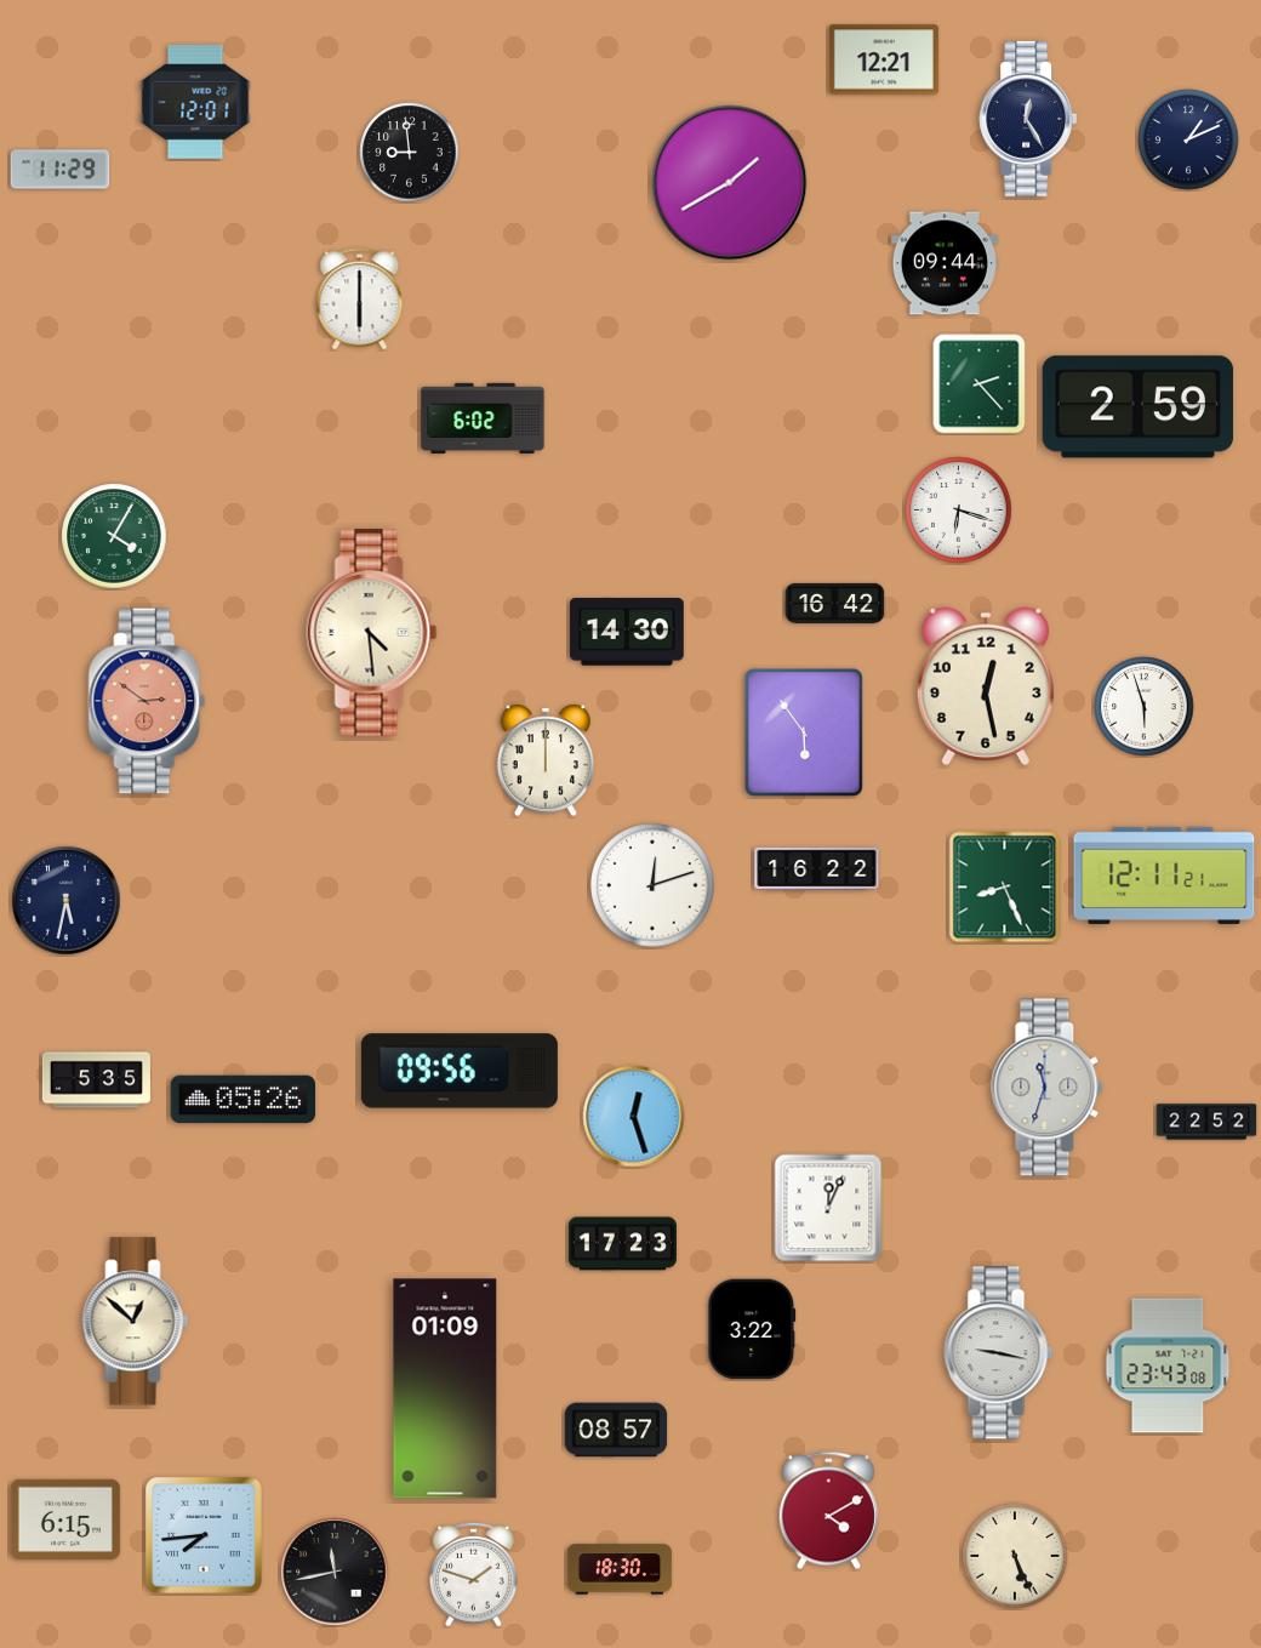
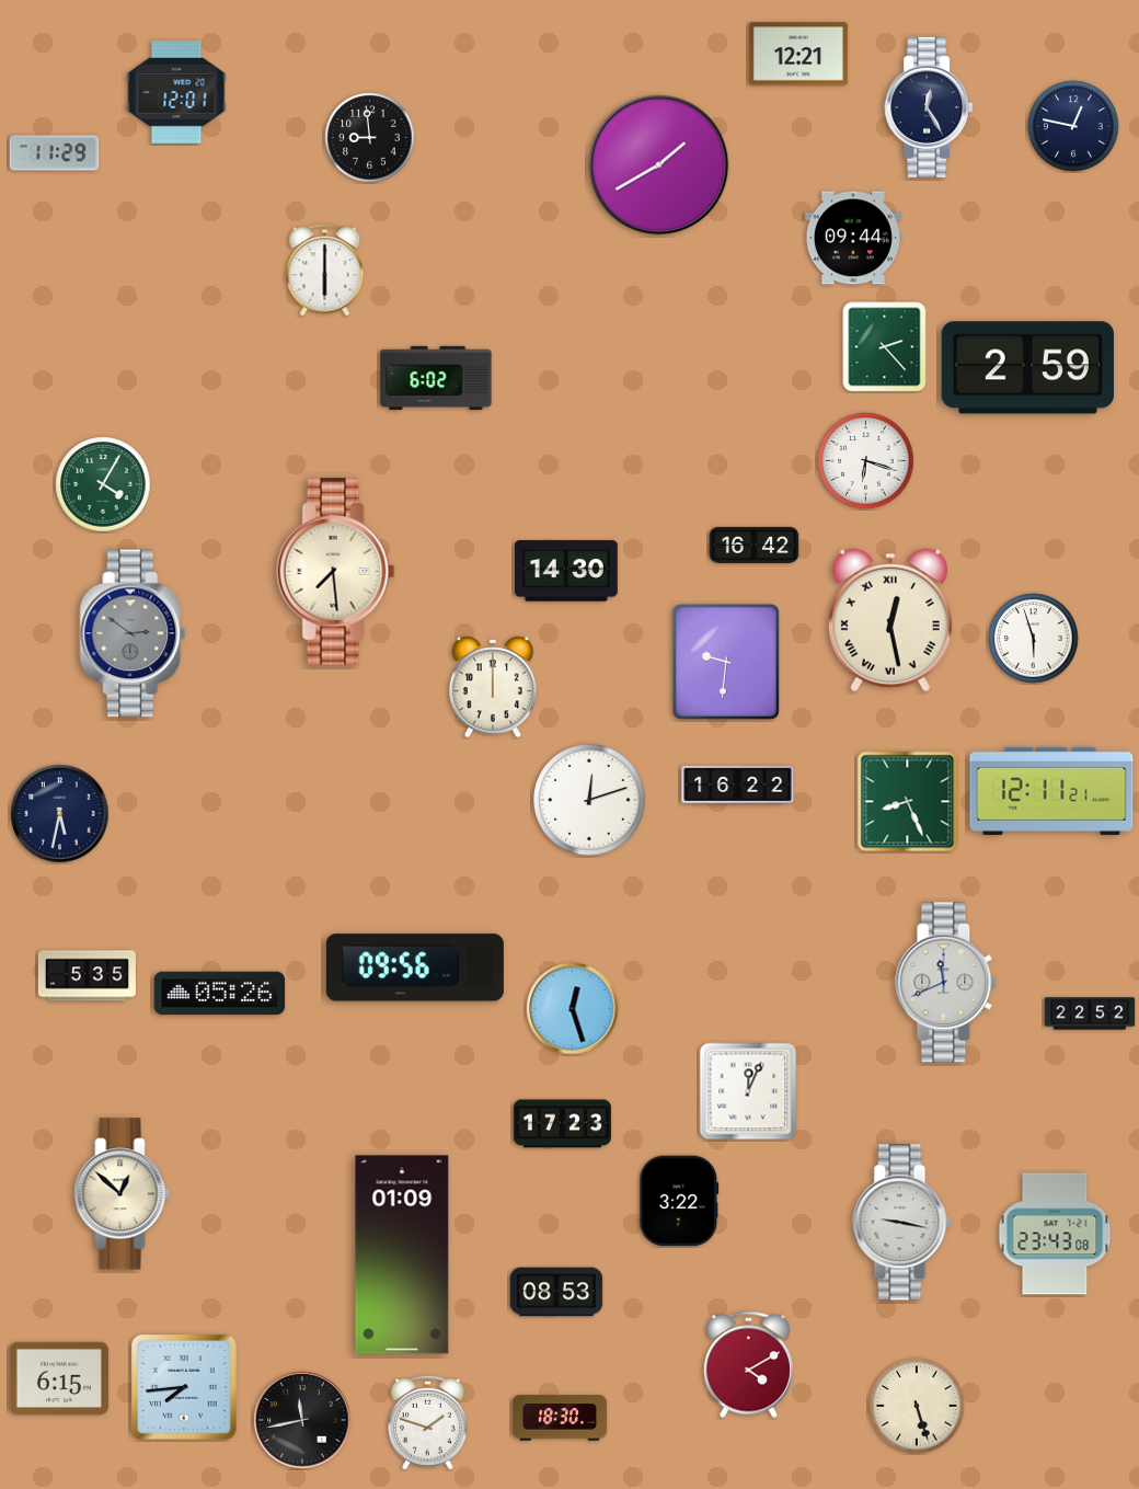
clock at (1188, 139): 1:11 -> 12:47
clock at (372, 633): 4:29 -> 7:29
clock at (986, 686) numerals: Arabic -> Roman
clock at (147, 701) dial: salmon -> grey
clock at (804, 732): 5:54 -> 9:31
clock at (1048, 1088): 11:33 -> 11:41
clock at (616, 1430): 08:57 -> 08:53
clock at (65, 1519) position: (65, 1519) -> (59, 1378)
clock at (1015, 1556): 5:26 -> 5:27
